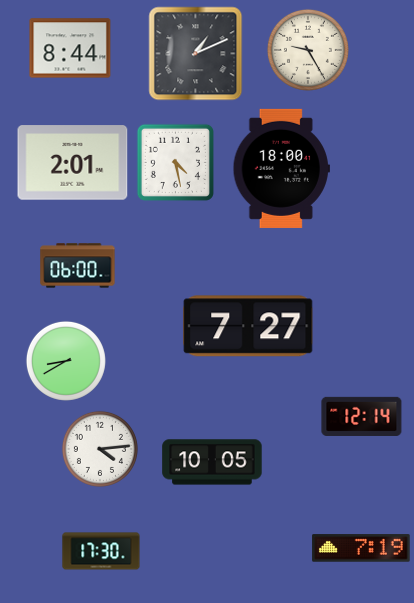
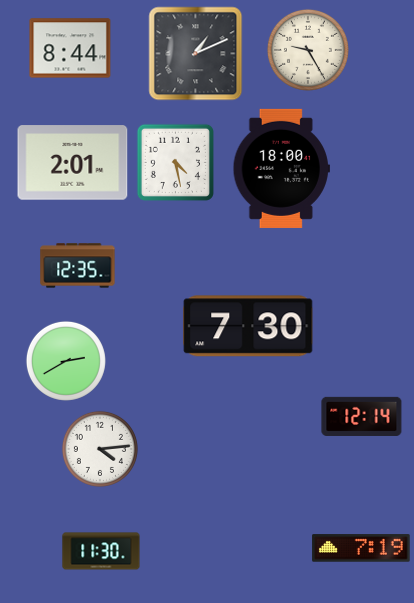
clock at (78, 266): 06:00 -> 12:35
clock at (248, 326): 7:27 -> 7:30
clock at (66, 361): 8:40 -> 2:40
clock at (212, 462): 10:05 -> none
clock at (101, 551): 17:30 -> 11:30
